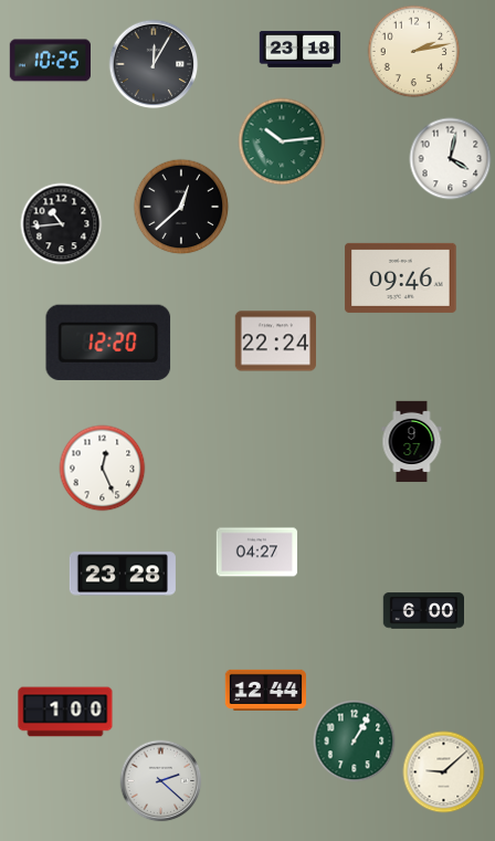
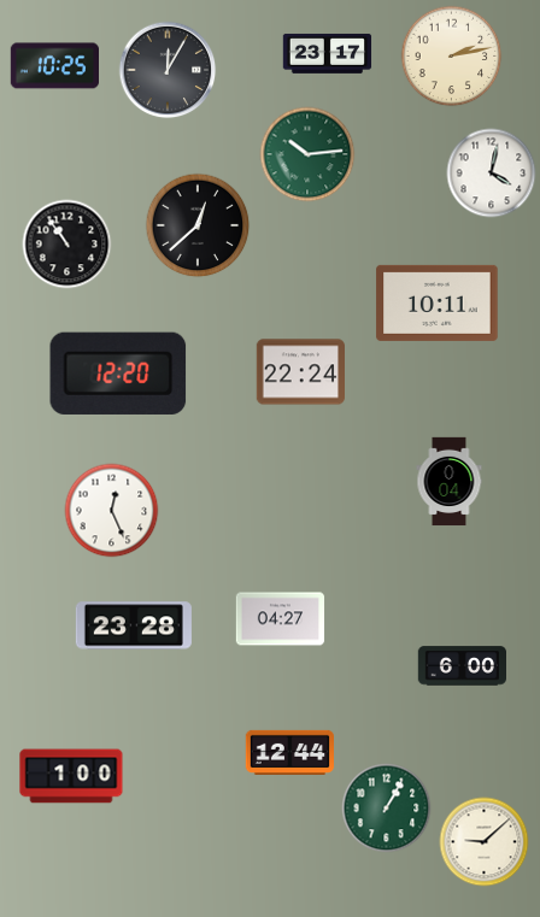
clock at (301, 49): 23:18 -> 23:17
clock at (62, 224): 10:44 -> 10:54
clock at (401, 277): 09:46 -> 10:11
clock at (412, 442): 9:37 -> 0:04
clock at (257, 553) position: (257, 553) -> (281, 619)
clock at (161, 781): 2:22 -> none
